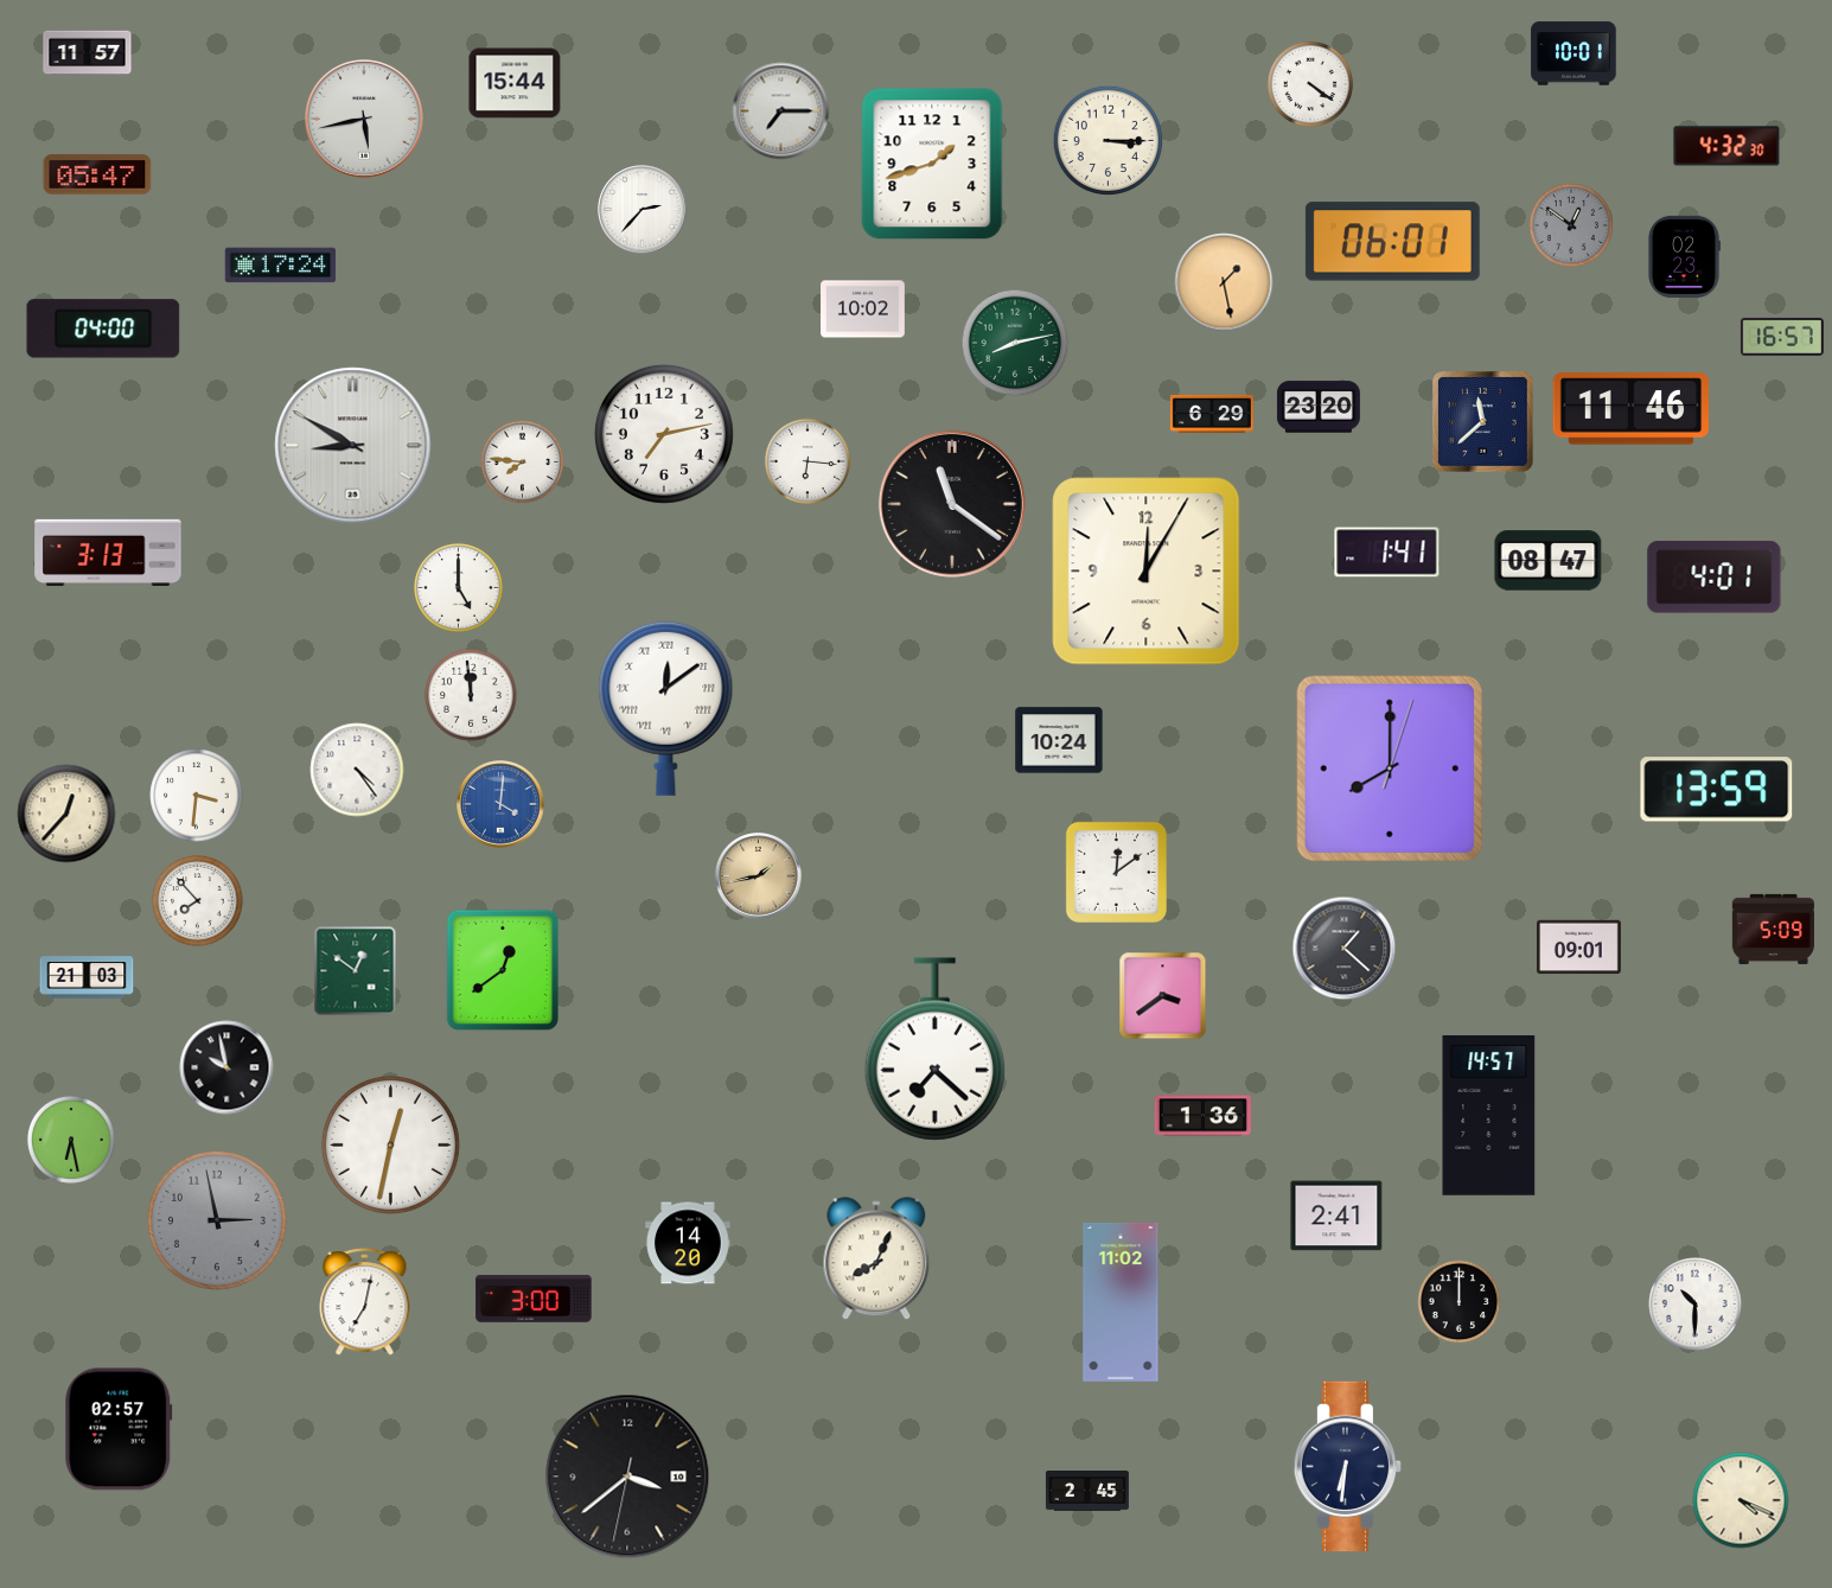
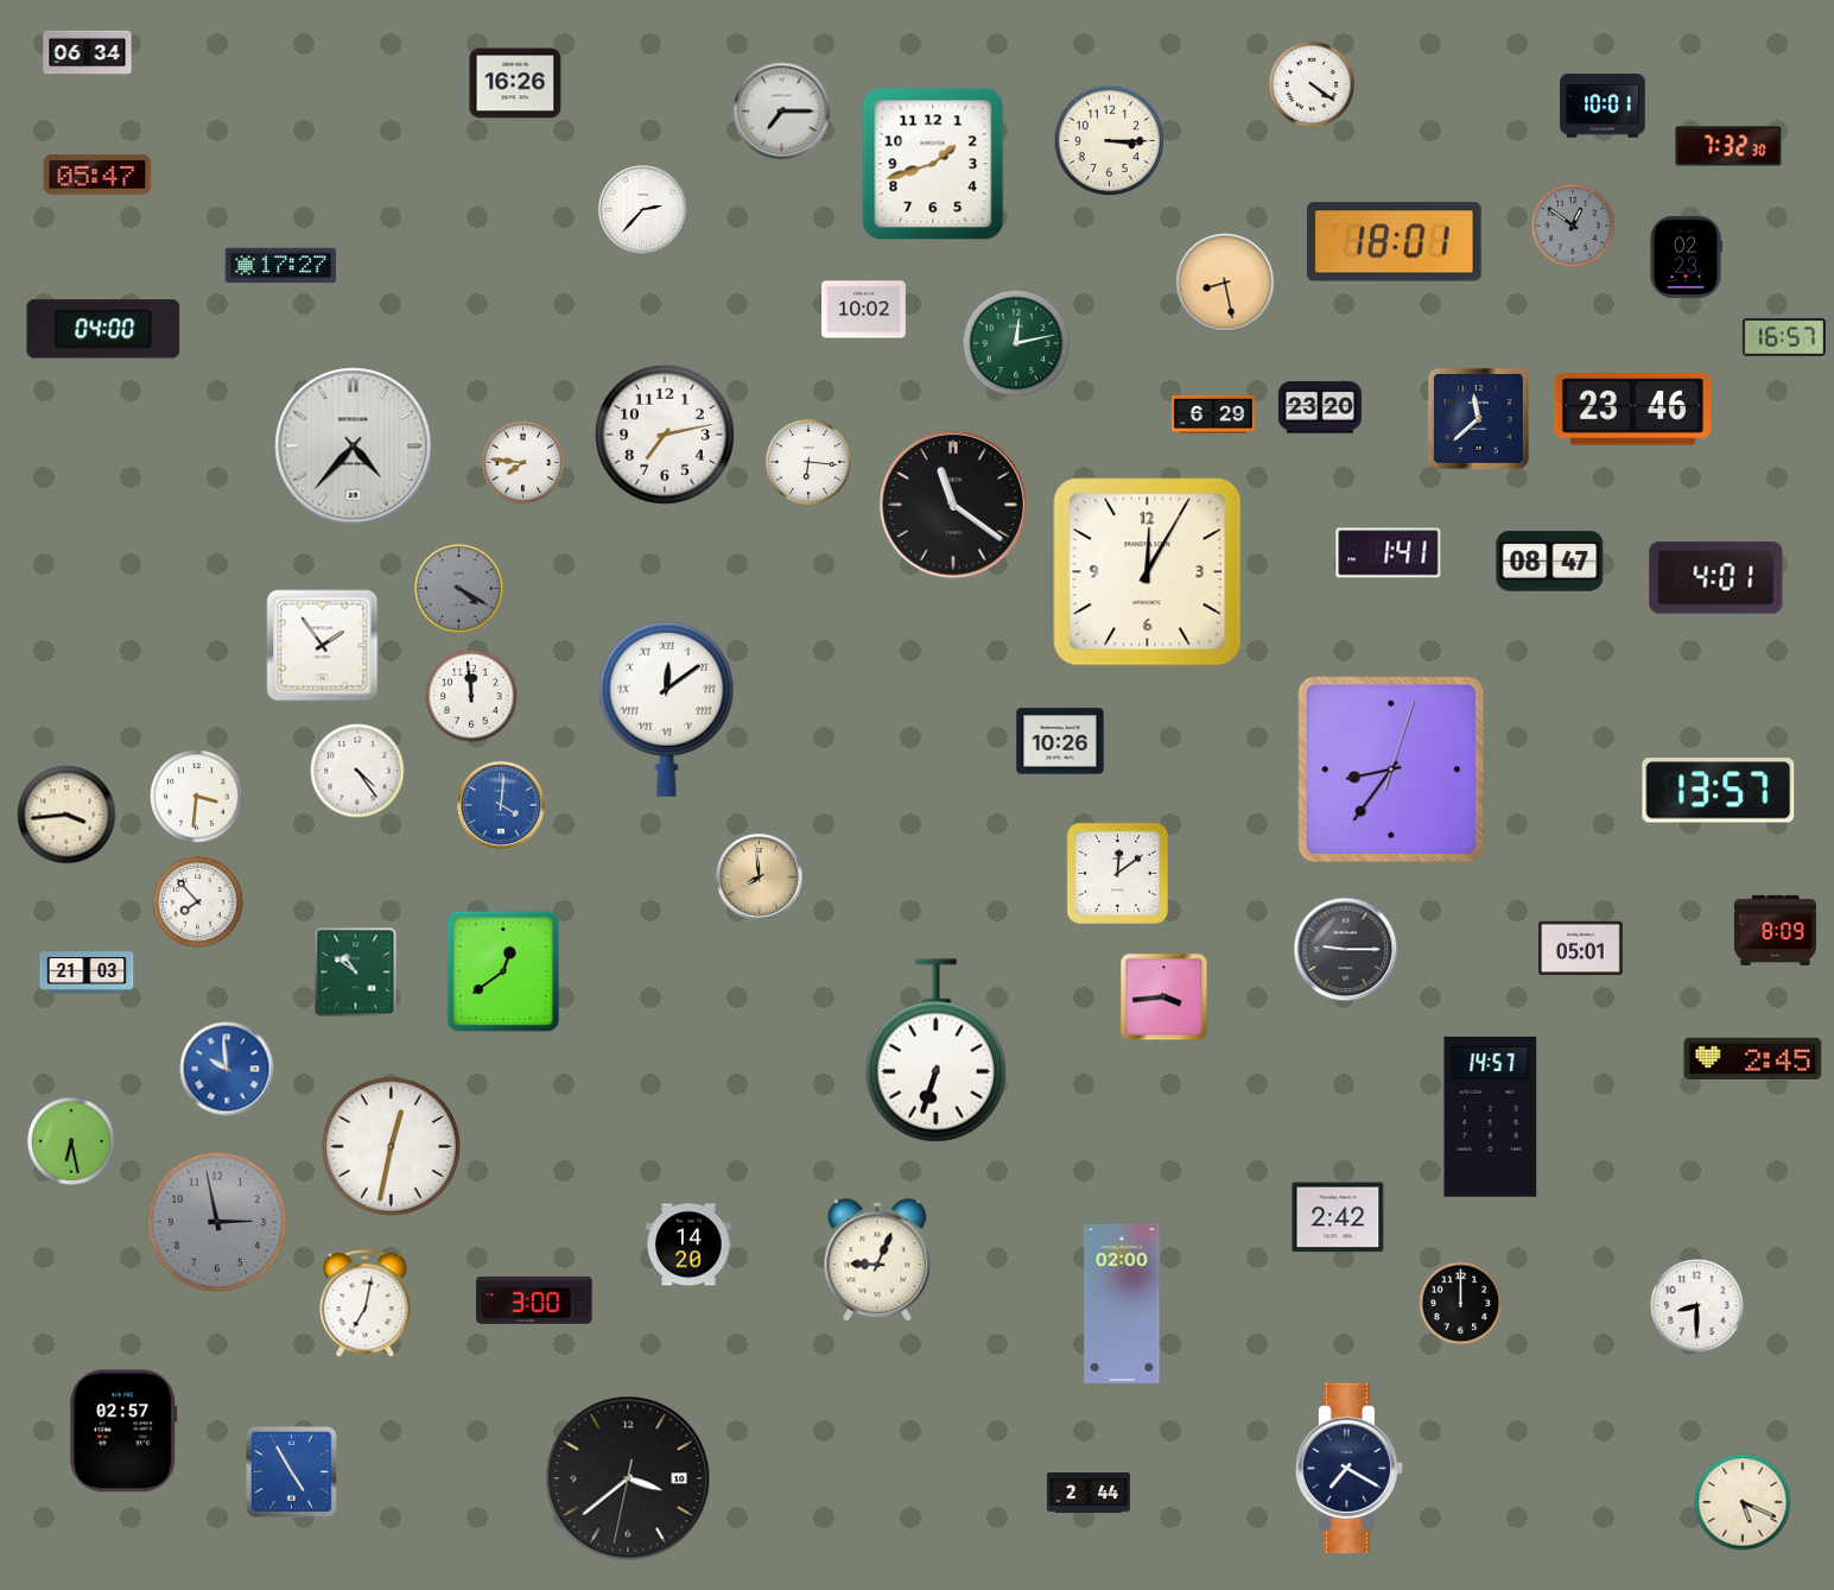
clock at (88, 53): 11:57 -> 06:34
clock at (1574, 53) position: (1574, 53) -> (1603, 106)
clock at (515, 83): 15:44 -> 16:26
clock at (364, 119): 5:43 -> none
clock at (1726, 146): 4:32 -> 7:32
clock at (1392, 242): 06:01 -> 18:01
clock at (281, 266): 17:24 -> 17:27
clock at (1224, 282): 1:28 -> 8:28
clock at (1015, 343): 8:13 -> 12:13
clock at (1630, 409): 11:46 -> 23:46
clock at (1483, 422) position: (1483, 422) -> (1479, 419)
clock at (353, 446): 8:50 -> 4:37
clock at (108, 551): 3:13 -> none
clock at (458, 587): 5:00 -> 4:20
clock at (458, 587) dial: white -> grey
clock at (323, 646): none -> 1:54
clock at (1059, 740): 10:24 -> 10:26
clock at (1390, 769): 8:00 -> 8:36
clock at (1717, 790): 13:59 -> 13:57
clock at (66, 814): 12:37 -> 3:44
clock at (759, 876): 1:43 -> 7:59
clock at (1773, 929): 5:09 -> 8:09
clock at (1579, 948): 09:01 -> 05:01
clock at (1345, 949): 1:22 -> 9:15
clock at (356, 971): 12:51 -> 10:51
clock at (87, 977) position: (87, 977) -> (87, 973)
clock at (1163, 996): 3:39 -> 3:44
clock at (934, 1050): 7:22 -> 6:33
clock at (1753, 1058): none -> 2:45
clock at (226, 1067): 9:58 -> 9:59
clock at (226, 1067) dial: black -> blue
clock at (1202, 1116): 1:36 -> none
clock at (1336, 1216): 2:41 -> 2:42
clock at (876, 1259): 8:04 -> 9:04
clock at (1121, 1302): 11:02 -> 02:00
clock at (1696, 1305): 10:30 -> 8:30
clock at (119, 1429) position: (119, 1429) -> (123, 1431)
clock at (1348, 1467): 6:31 -> 7:20
clock at (291, 1471): none -> 4:55
clock at (1087, 1492): 2:45 -> 2:44
clock at (1741, 1500): 4:19 -> 5:19
